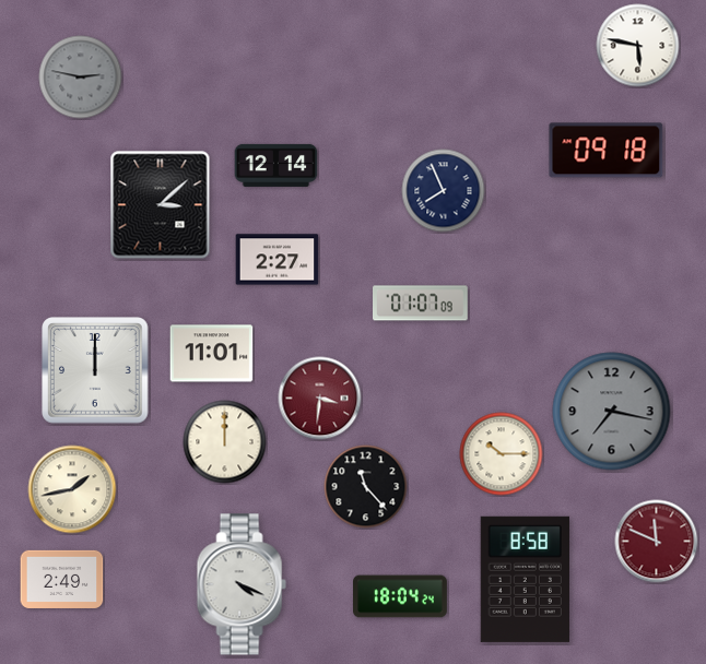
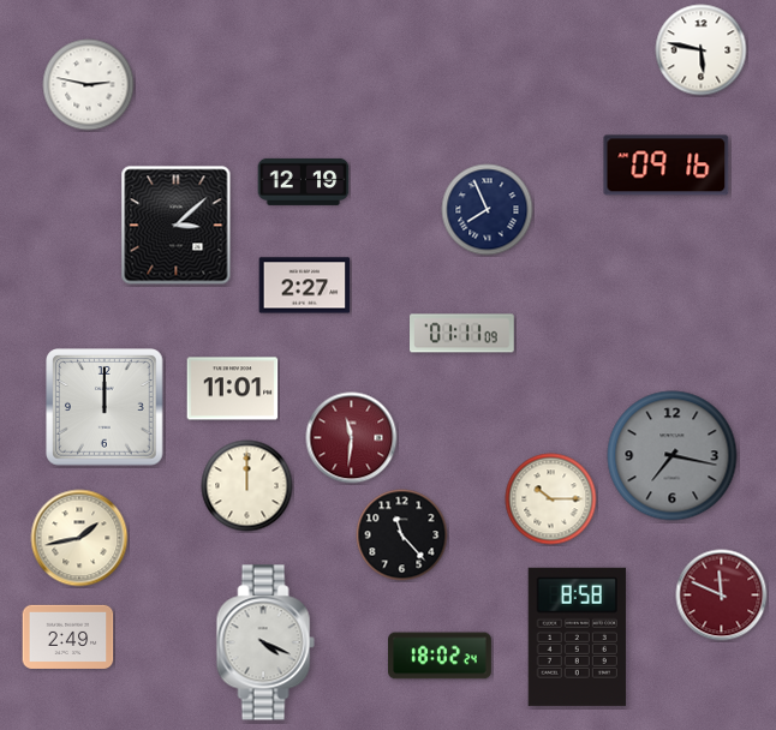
clock at (81, 78) dial: grey -> white
clock at (607, 151): 09:18 -> 09:16
clock at (276, 165): 12:14 -> 12:19
clock at (421, 304): 01:07 -> 01:11
clock at (320, 399): 3:31 -> 11:31
clock at (612, 412) position: (612, 412) -> (673, 456)
clock at (401, 596): 18:04 -> 18:02
